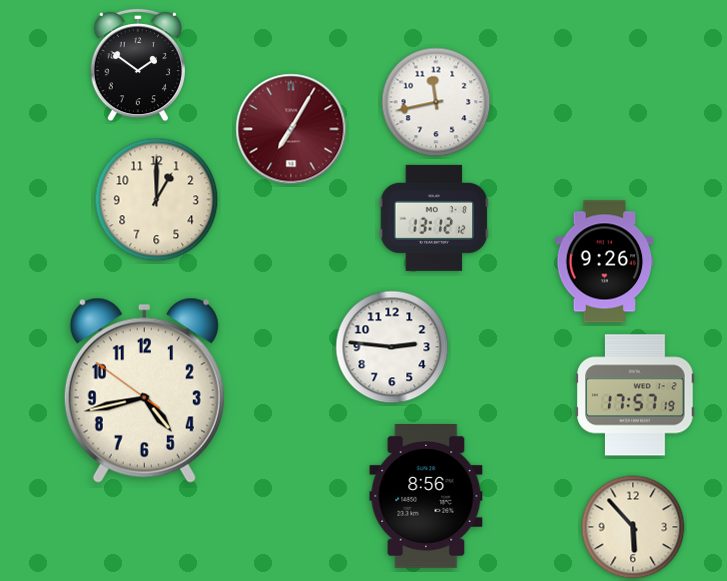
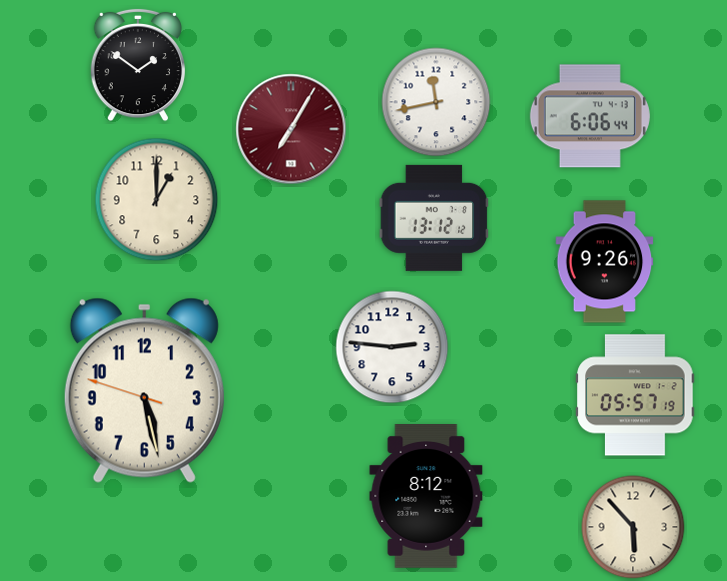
clock at (590, 116): none -> 6:06
clock at (144, 390): 4:42 -> 5:27
clock at (635, 395): 17:57 -> 05:57
clock at (426, 497): 8:56 -> 8:12
